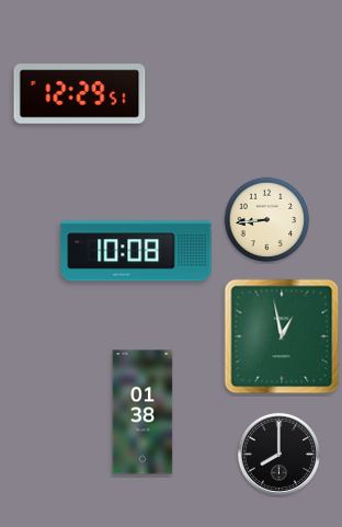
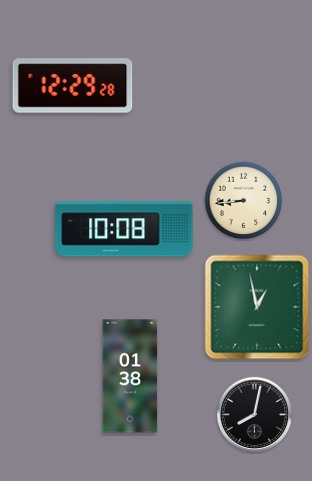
clock at (80, 94): 12:29:51 -> 12:29:28
clock at (278, 454): 8:00 -> 8:02
